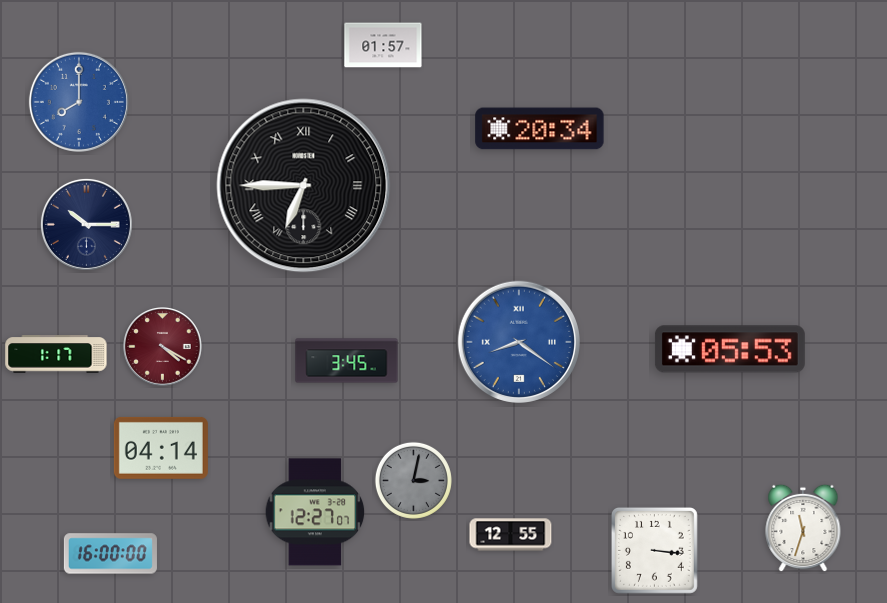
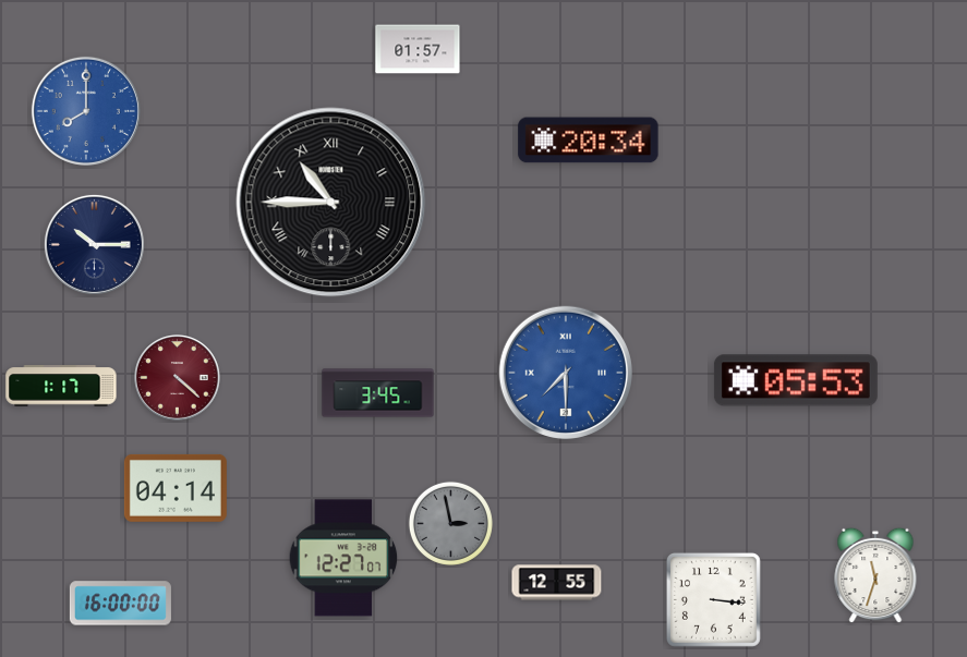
clock at (304, 186): 6:45 -> 10:45
clock at (518, 341): 8:21 -> 7:30
clock at (163, 347): 4:20 -> 4:22
clock at (413, 480): 3:02 -> 2:58
